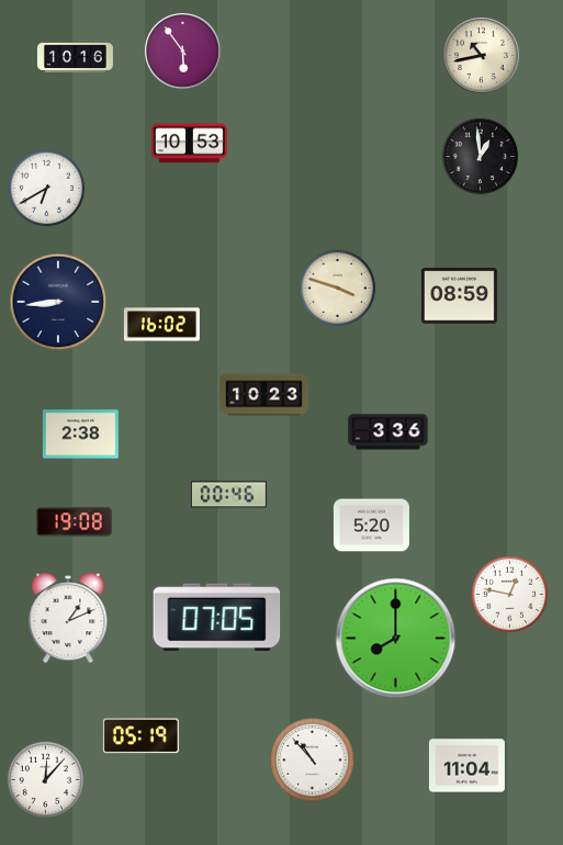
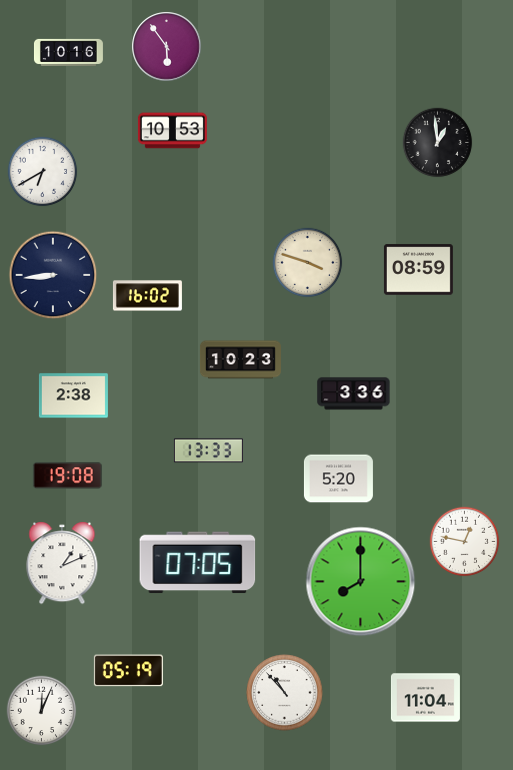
clock at (482, 56): 10:43 -> none
clock at (228, 495): 00:46 -> 13:33
clock at (46, 780): 12:07 -> 12:04
